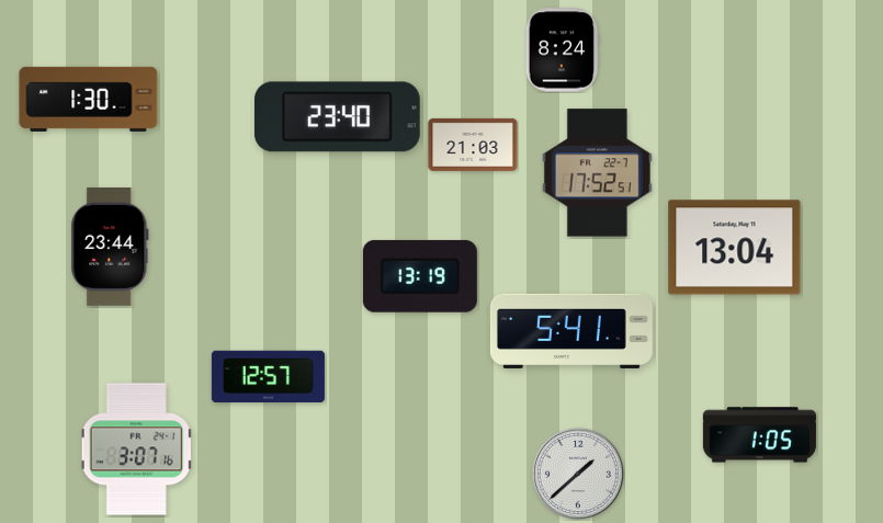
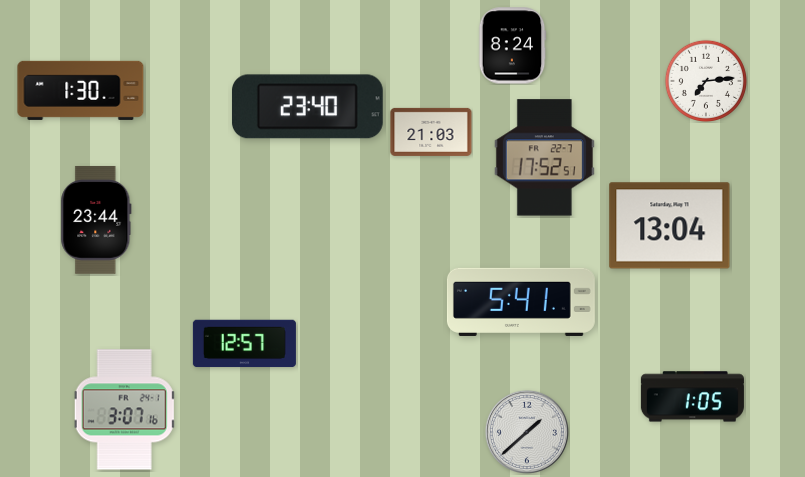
clock at (705, 80): none -> 7:14
clock at (110, 247) position: (110, 247) -> (96, 220)
clock at (420, 276): 13:19 -> none
